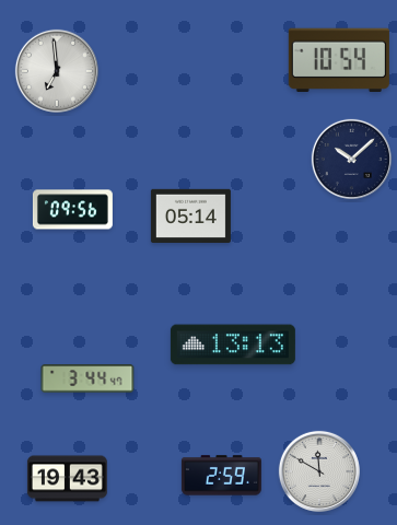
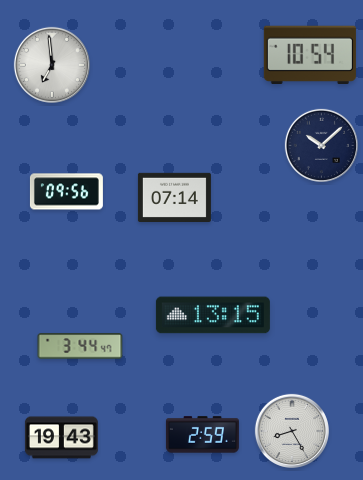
clock at (190, 215): 05:14 -> 07:14
clock at (233, 345): 13:13 -> 13:15
clock at (319, 471): 11:50 -> 8:25
